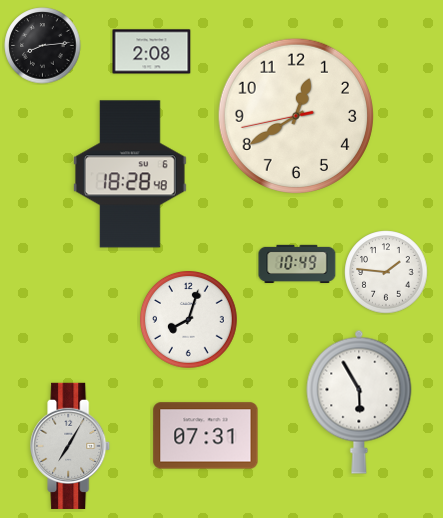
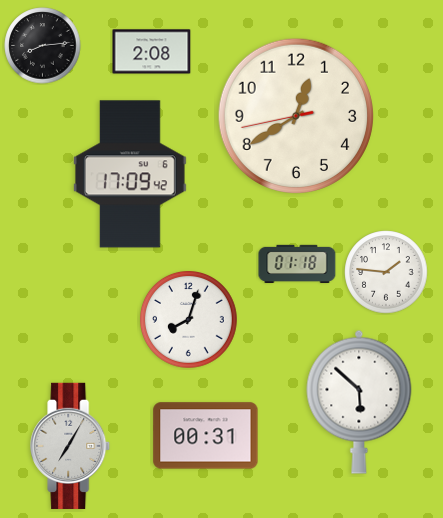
clock at (130, 174): 18:28 -> 17:09
clock at (297, 263): 10:49 -> 01:18
clock at (359, 402): 5:55 -> 5:52
clock at (206, 436): 07:31 -> 00:31
